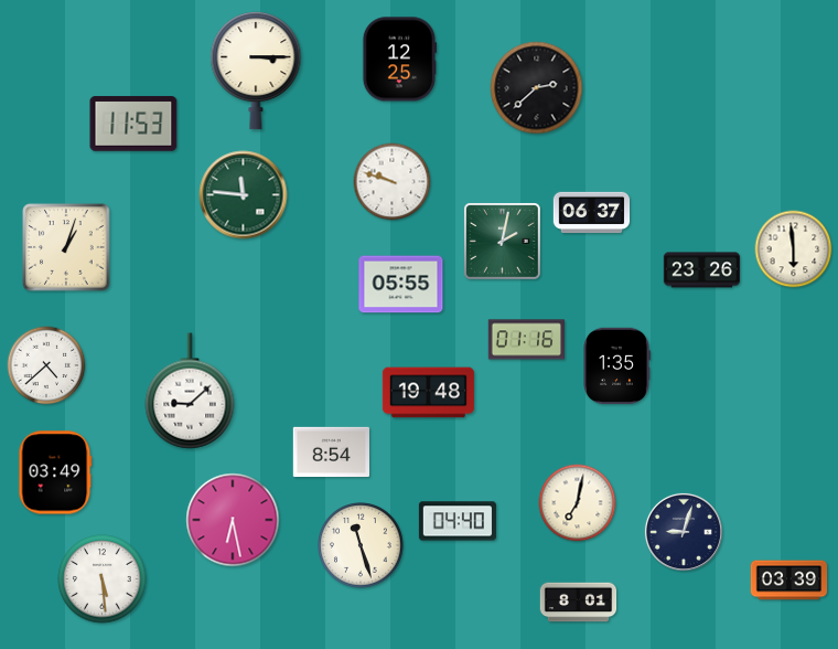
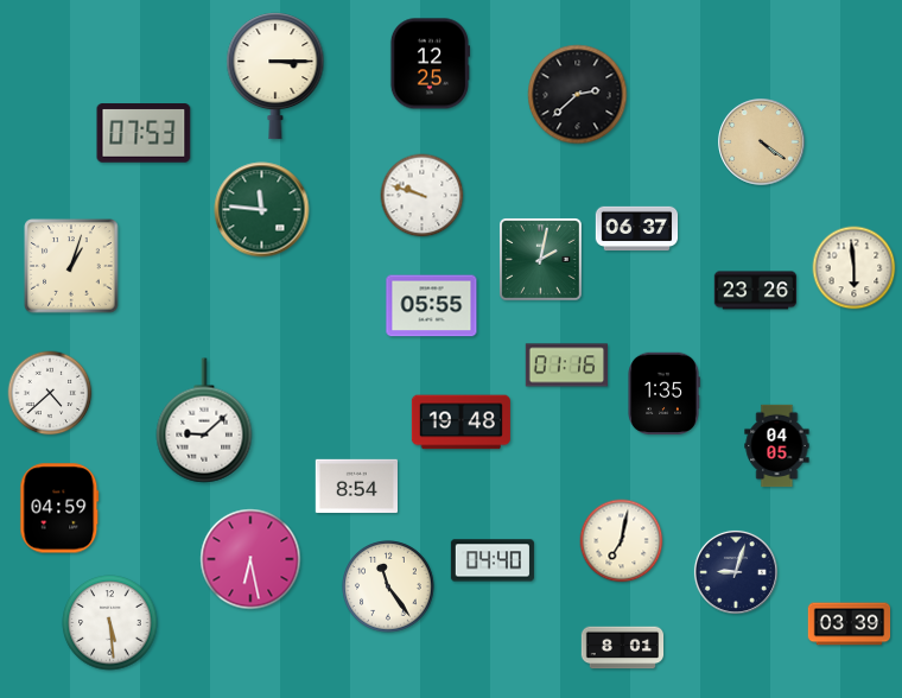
clock at (133, 124): 11:53 -> 07:53
clock at (762, 142): none -> 4:21
clock at (777, 446): none -> 04:05
clock at (55, 472): 03:49 -> 04:59
clock at (361, 545): 11:27 -> 11:24
